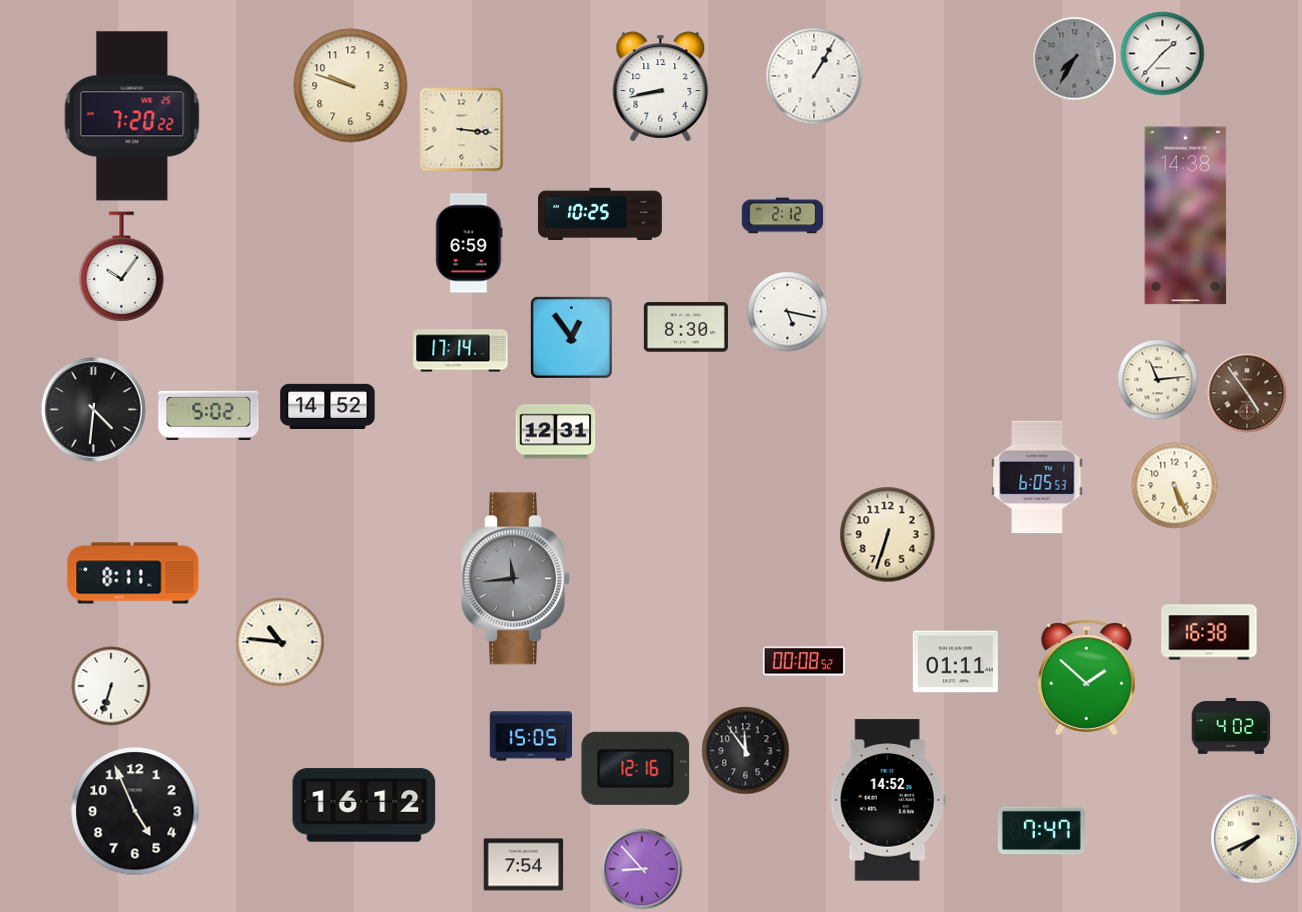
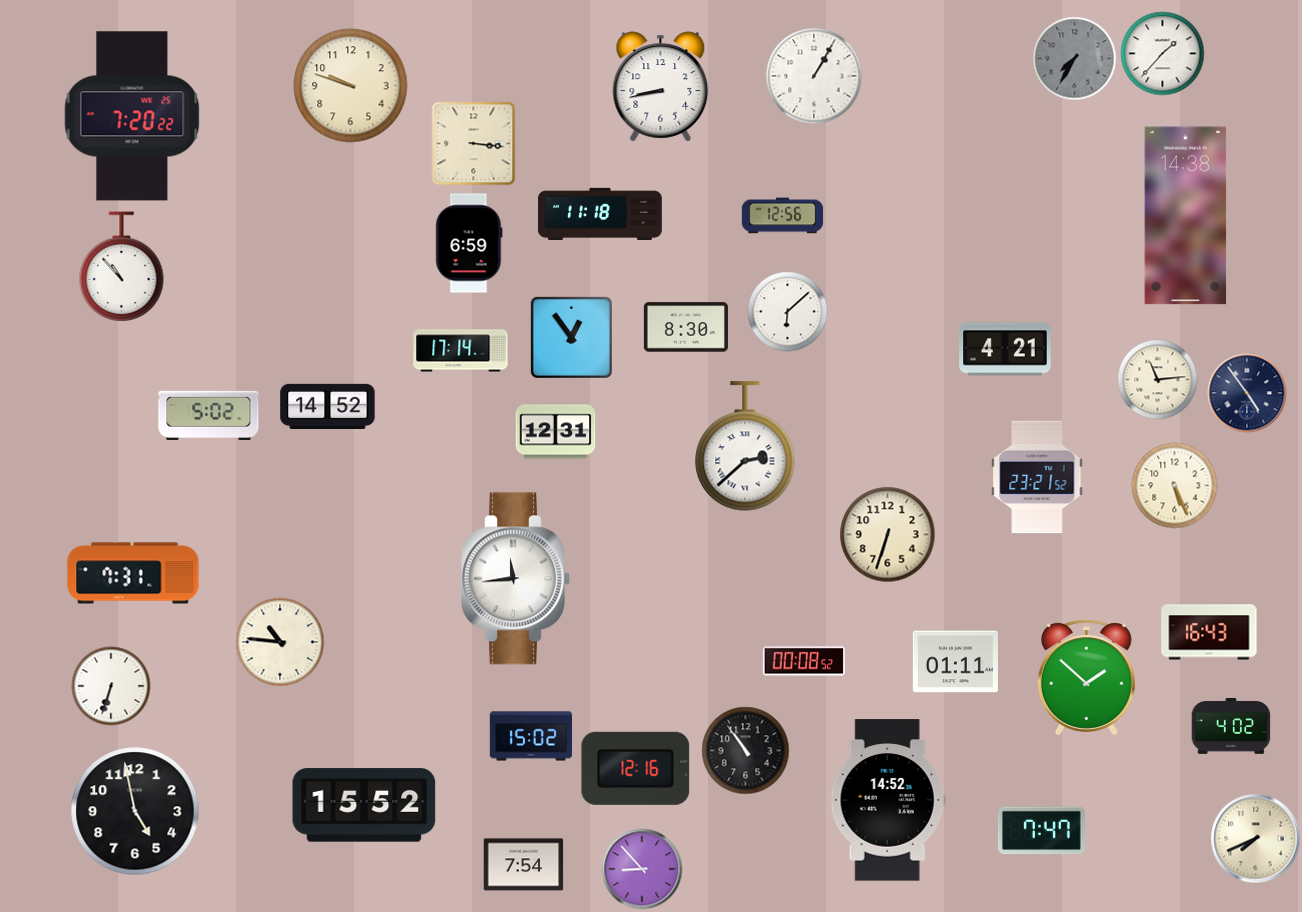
clock at (462, 130) position: (462, 130) -> (474, 144)
clock at (600, 213): 10:25 -> 11:18
clock at (783, 216): 2:12 -> 12:56
clock at (122, 267): 10:06 -> 10:53
clock at (788, 312): 5:17 -> 6:08
clock at (1005, 349): none -> 4:21
clock at (1247, 393) dial: brown -> navy
clock at (94, 410): 4:31 -> none
clock at (745, 446): none -> 2:38
clock at (1037, 477): 6:05 -> 23:21
clock at (133, 573): 8:11 -> 7:31
clock at (516, 579) dial: grey -> white
clock at (1209, 632): 16:38 -> 16:43
clock at (530, 736): 15:05 -> 15:02
clock at (746, 751): 11:54 -> 10:54
clock at (364, 805): 16:12 -> 15:52
clock at (135, 811): 4:56 -> 4:58
